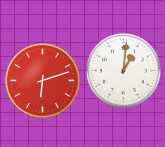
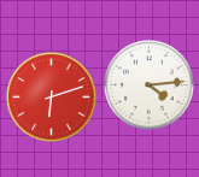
clock at (124, 71): 1:01 -> 4:14
